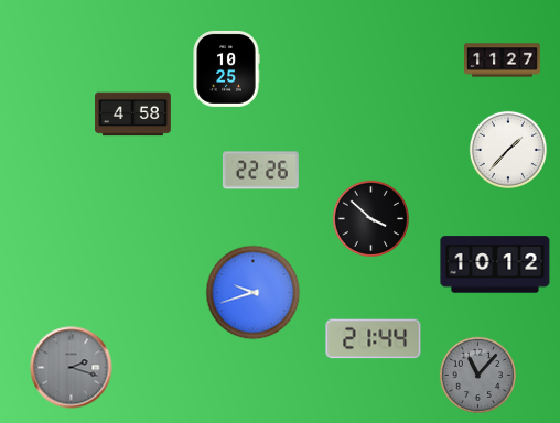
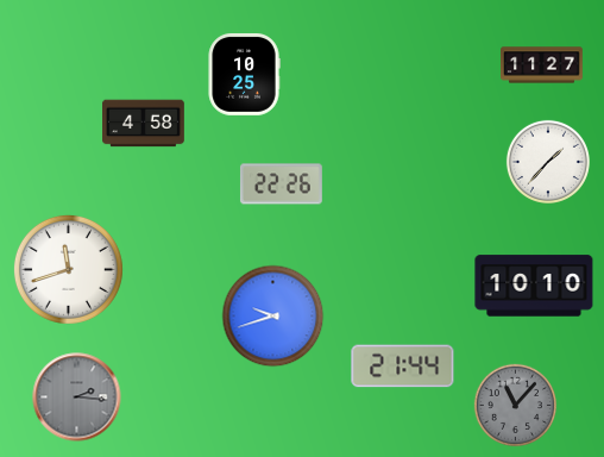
clock at (370, 218): 3:52 -> none
clock at (68, 269): none -> 11:42
clock at (495, 264): 10:12 -> 10:10
clock at (72, 368): 2:18 -> 2:16
